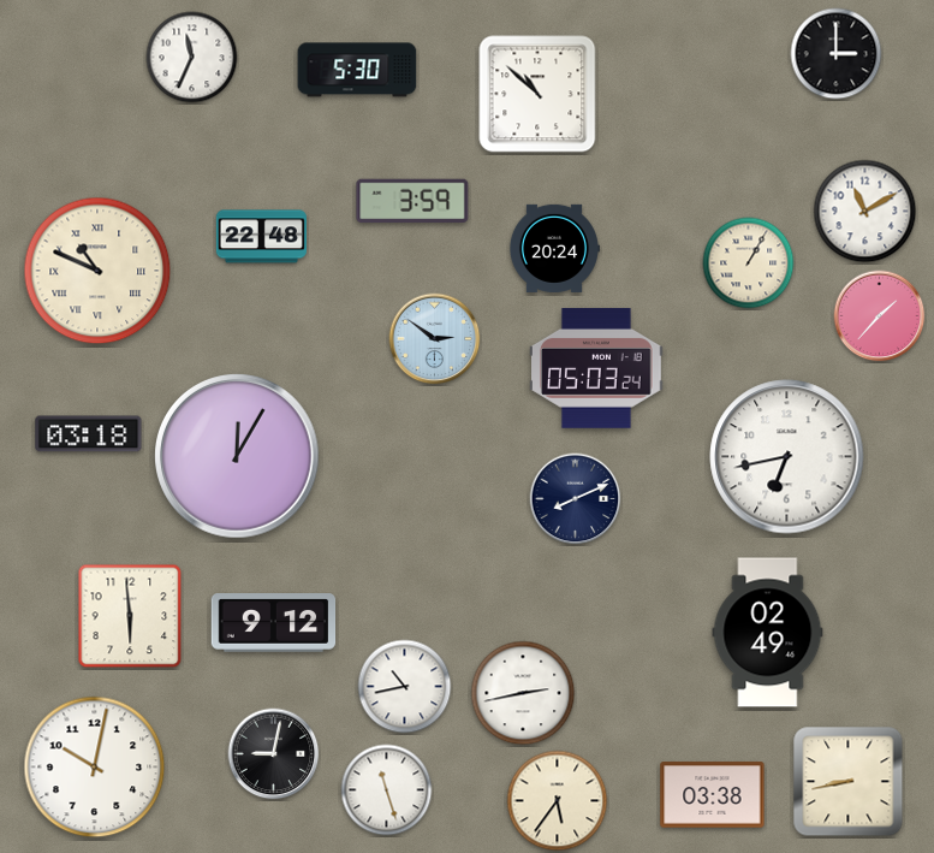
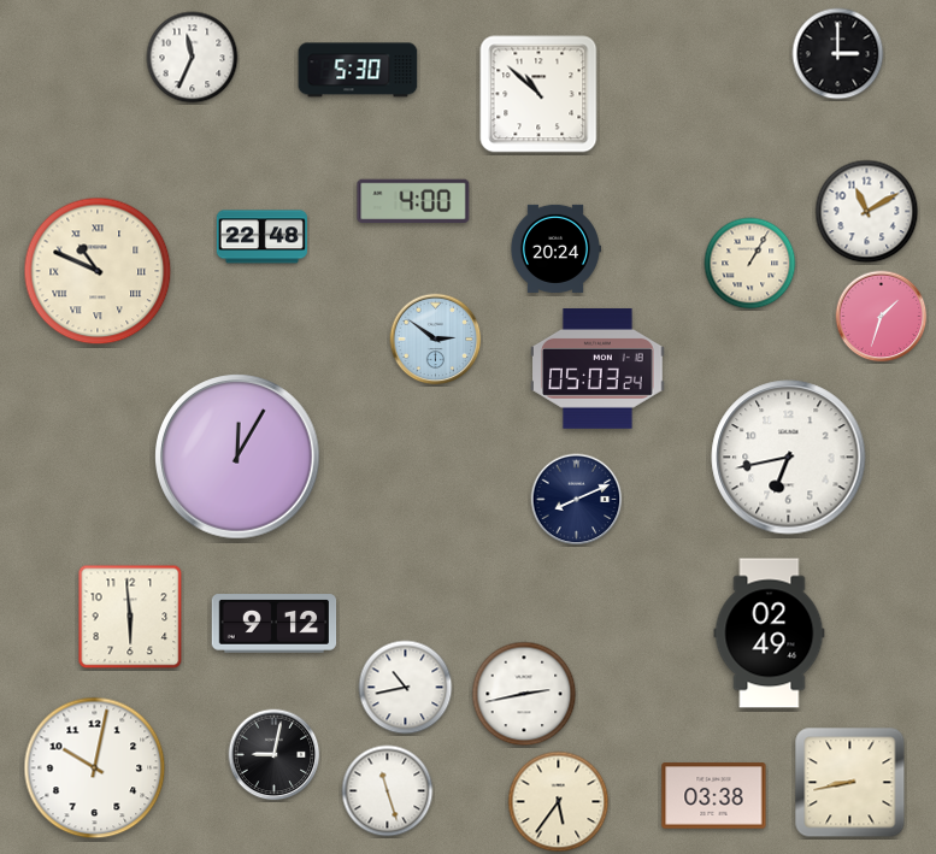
clock at (412, 201): 3:59 -> 4:00
clock at (880, 316): 1:37 -> 1:33
clock at (89, 434): 03:18 -> none
